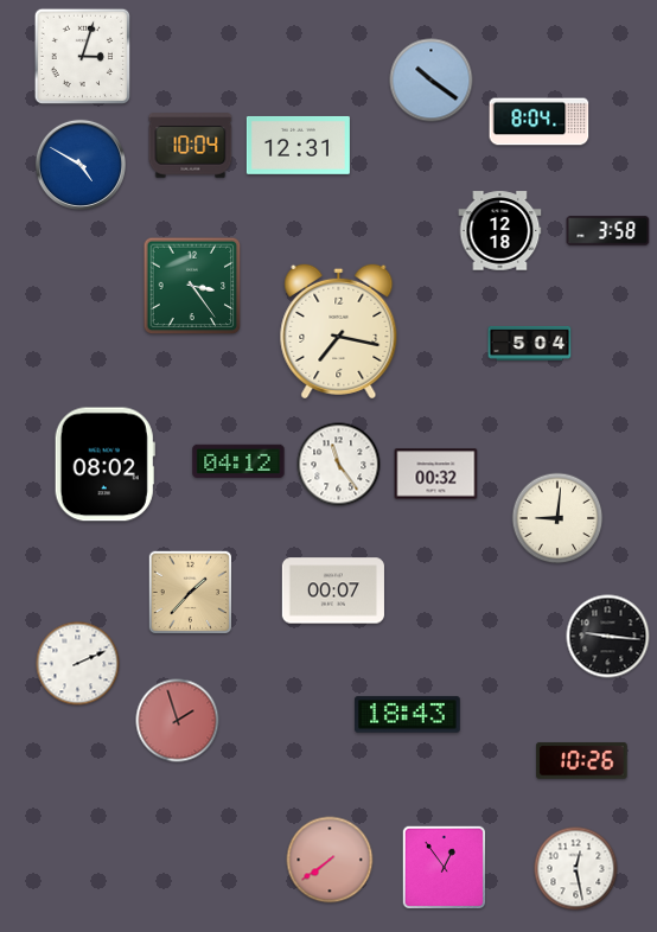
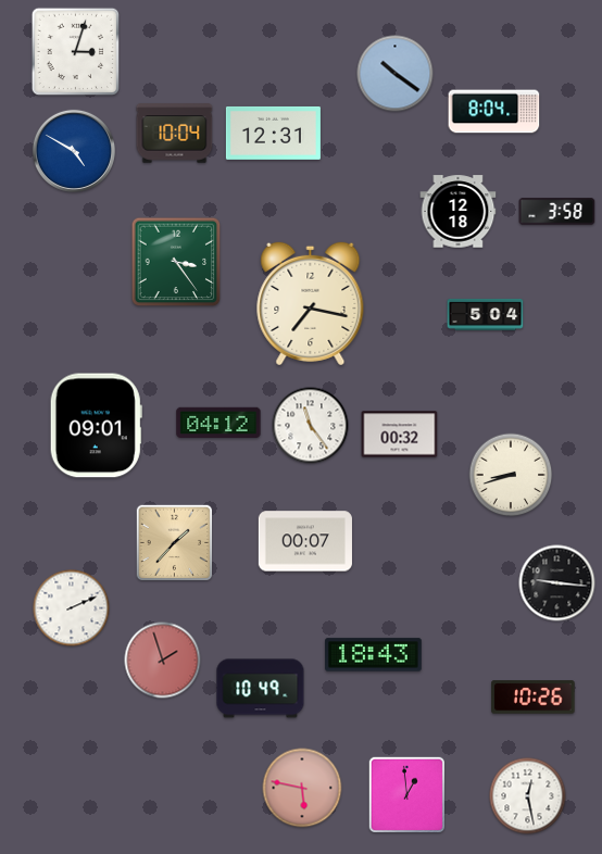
clock at (104, 465): 08:02 -> 09:01
clock at (557, 518): 9:01 -> 8:42
clock at (261, 689): none -> 10:49
clock at (330, 860): 7:39 -> 5:47
clock at (445, 868): 12:54 -> 12:59
